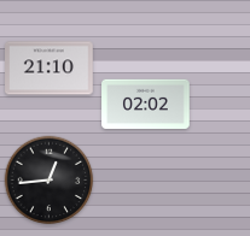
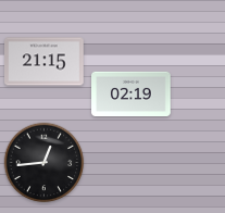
clock at (50, 69): 21:10 -> 21:15
clock at (146, 104): 02:02 -> 02:19
